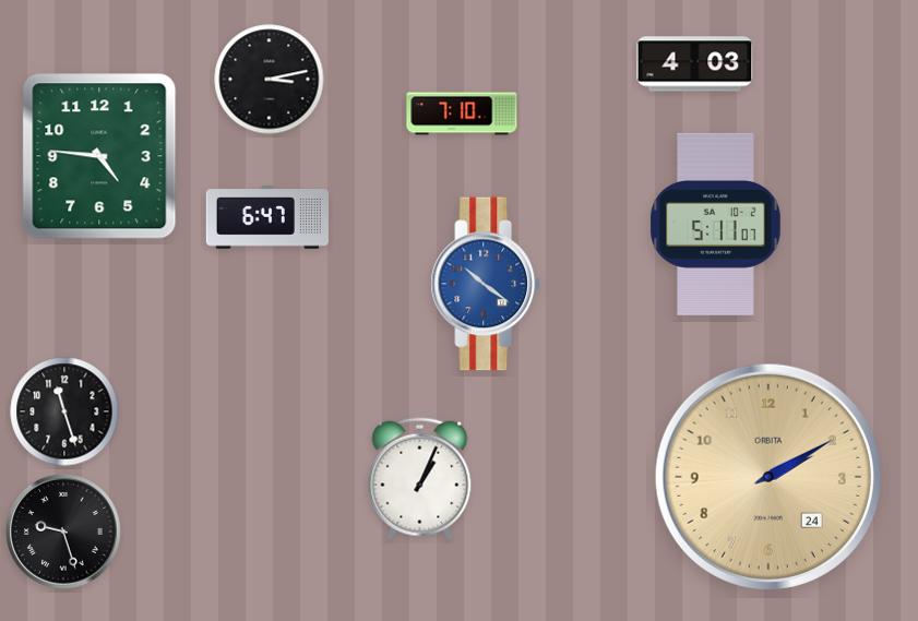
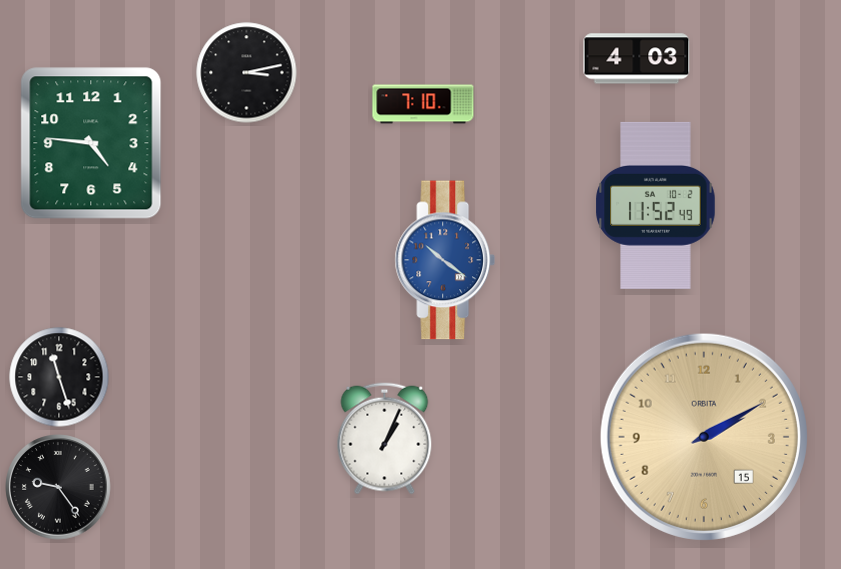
clock at (266, 217): 6:47 -> none
clock at (716, 224): 5:11 -> 11:52
clock at (768, 477) date: 24 -> 15
clock at (63, 532): 9:27 -> 9:24
